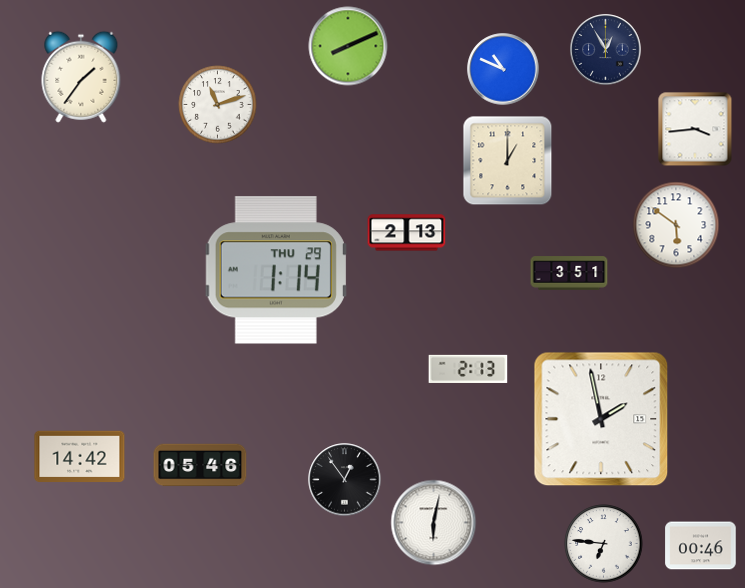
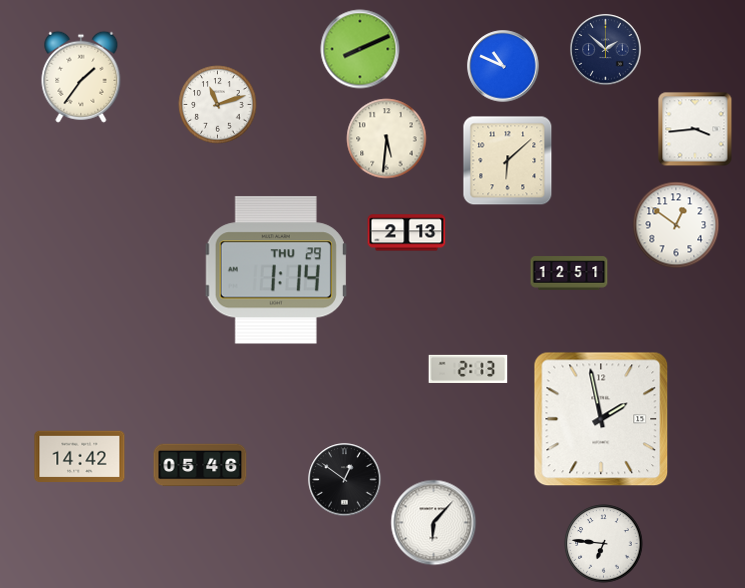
clock at (348, 46) position: (348, 46) -> (360, 49)
clock at (606, 50): 12:55 -> 1:52
clock at (503, 69) position: (503, 69) -> (503, 66)
clock at (387, 139): none -> 5:31
clock at (508, 161): 1:00 -> 6:08
clock at (676, 225): 5:51 -> 12:51
clock at (569, 273): 3:51 -> 12:51
clock at (345, 480): 12:54 -> 12:51
clock at (434, 523): 6:02 -> 6:07
clock at (701, 546): 00:46 -> none
